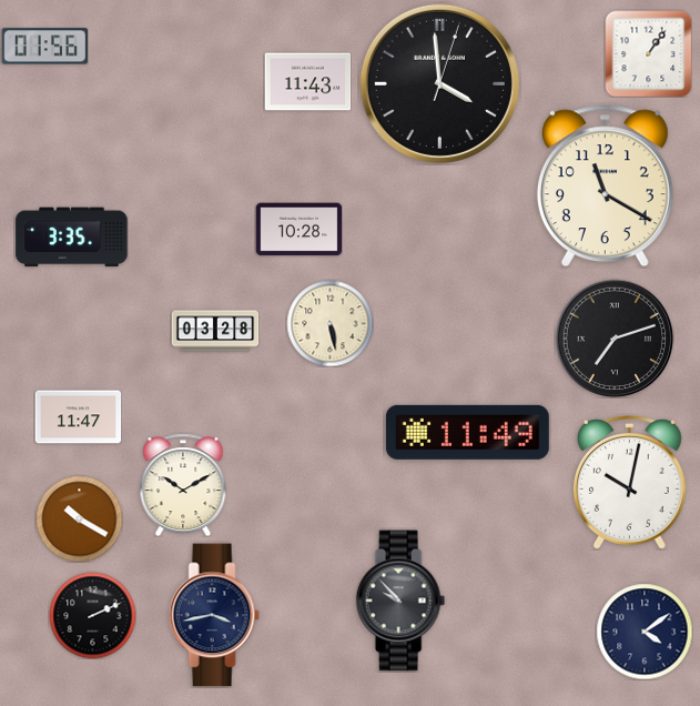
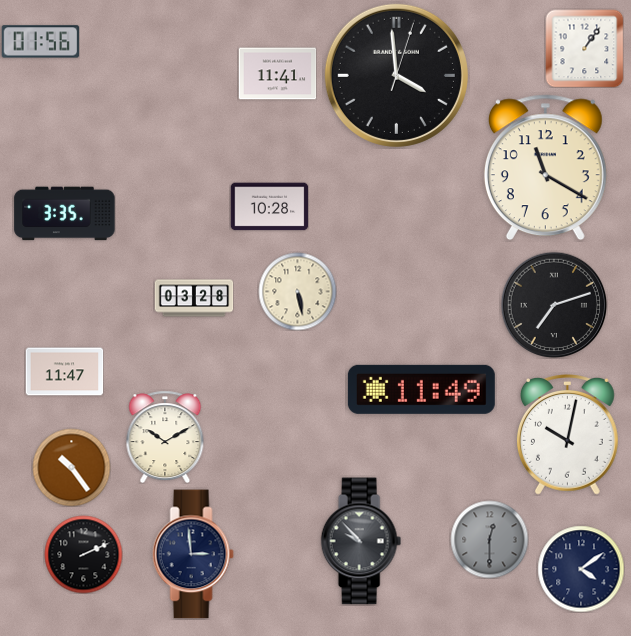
clock at (307, 82): 11:43 -> 11:41
clock at (78, 417) position: (78, 417) -> (64, 372)
clock at (79, 518): 10:20 -> 10:24
clock at (489, 539): none -> 12:30
clock at (214, 615): 3:43 -> 2:59
